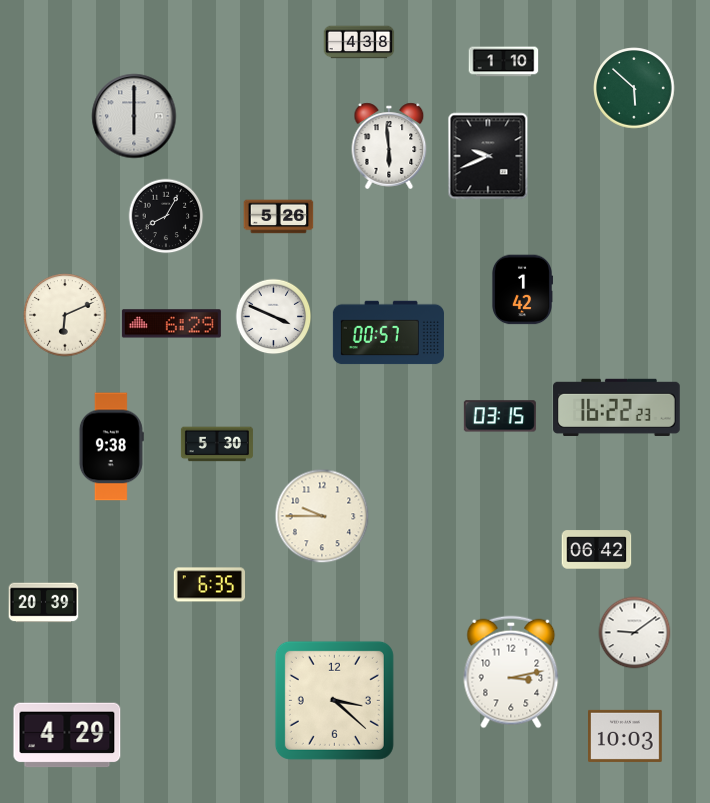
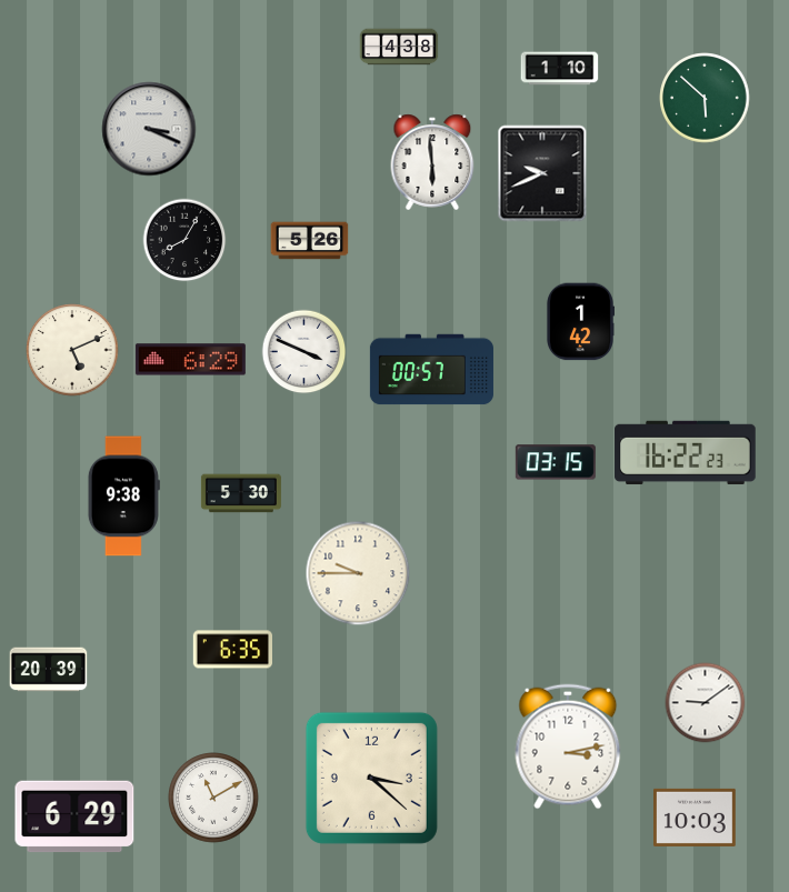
clock at (134, 116): 6:00 -> 3:19
clock at (65, 315): 6:11 -> 5:11
clock at (597, 550): 06:42 -> none
clock at (213, 798): none -> 11:10
clock at (67, 735): 4:29 -> 6:29
